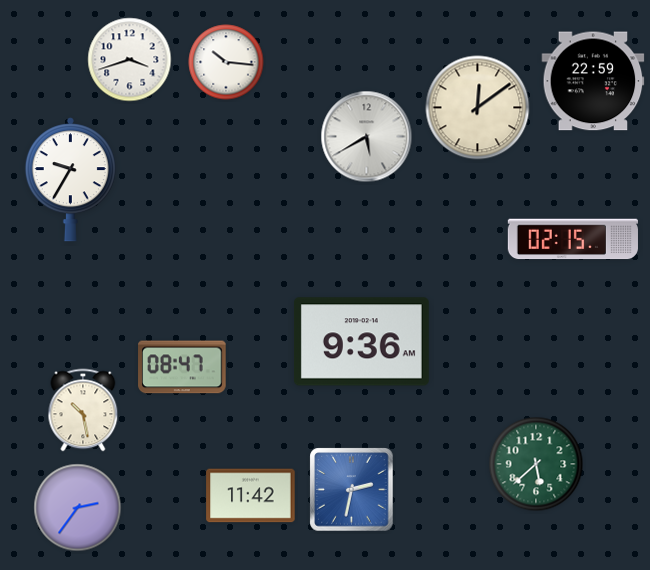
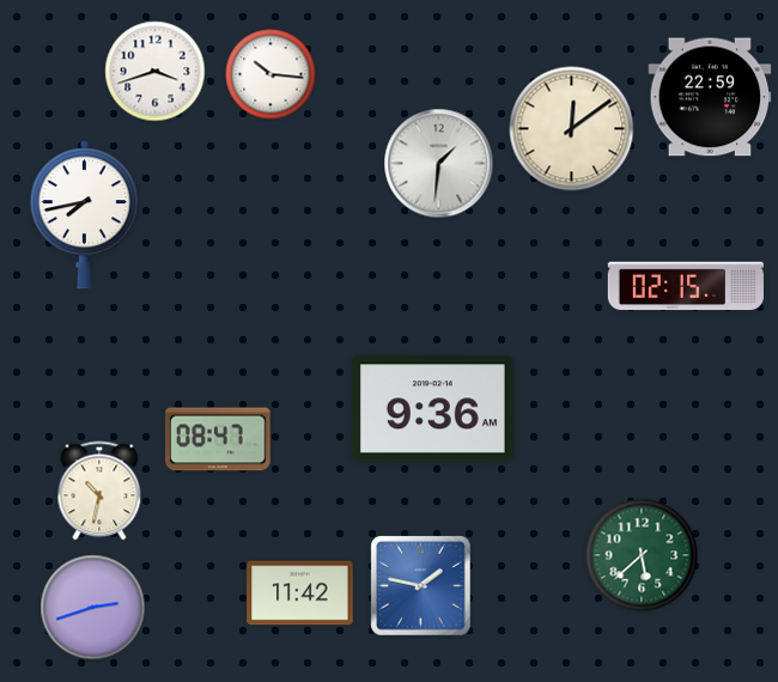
clock at (367, 137): 5:40 -> 1:31
clock at (70, 180): 9:35 -> 7:43
clock at (83, 410): 10:28 -> 10:32
clock at (352, 490): 2:32 -> 1:47
clock at (78, 508): 2:36 -> 2:42
